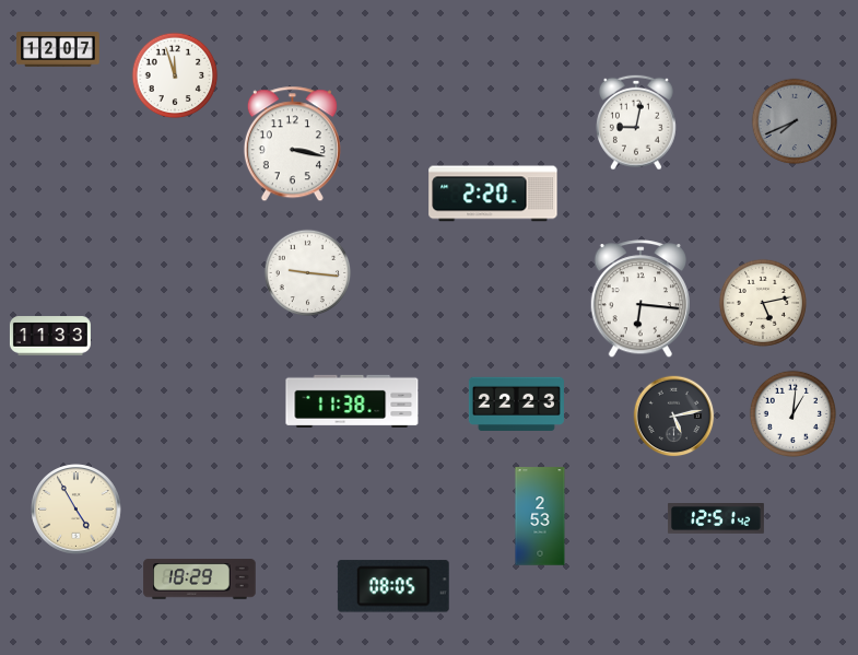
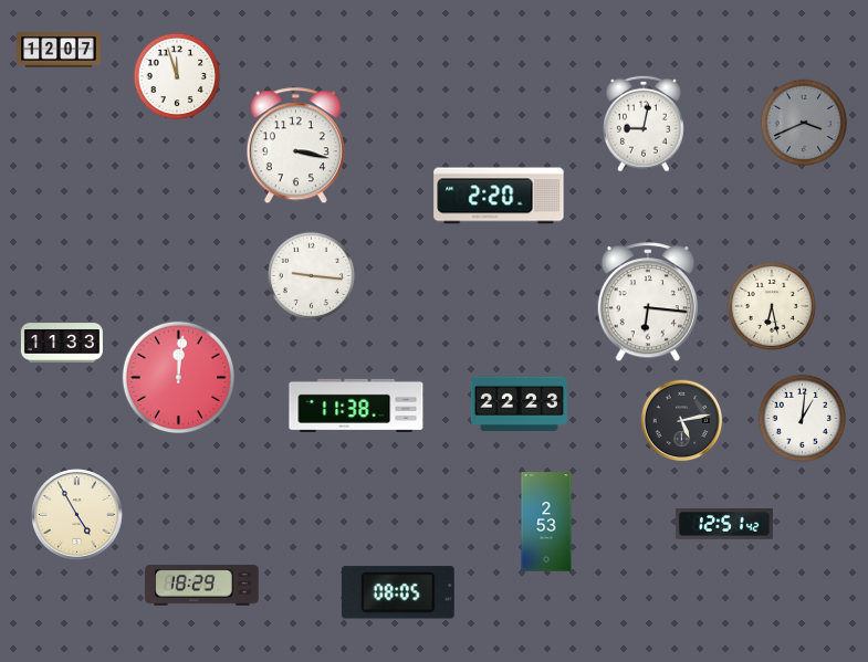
clock at (795, 121): 7:41 -> 3:41
clock at (763, 303): 5:13 -> 6:28
clock at (50, 336) position: (50, 336) -> (62, 343)
clock at (178, 377): none -> 12:01
clock at (516, 403) position: (516, 403) -> (519, 403)
